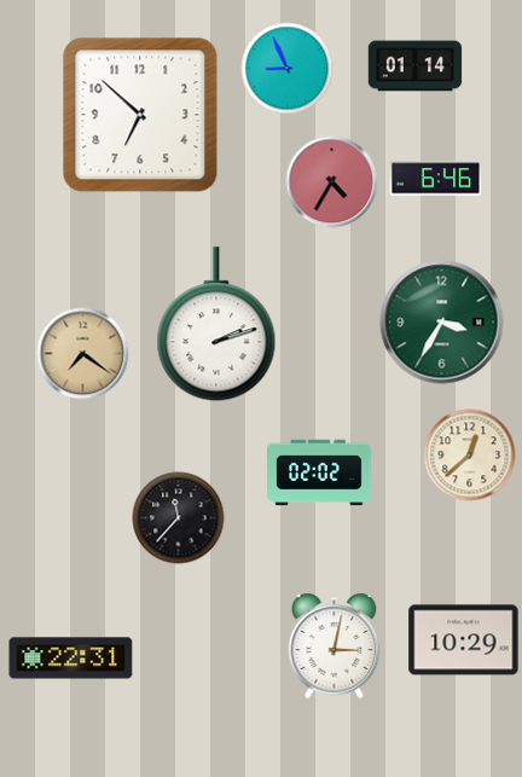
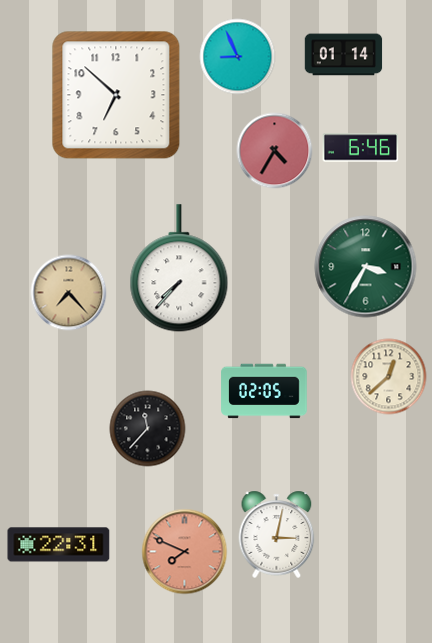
clock at (216, 325): 2:12 -> 7:37
clock at (83, 354): 7:21 -> 7:23
clock at (319, 472): 02:02 -> 02:05
clock at (464, 640): 10:29 -> none
clock at (185, 552): none -> 7:49
